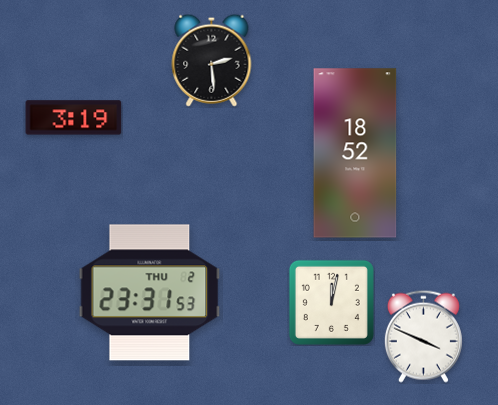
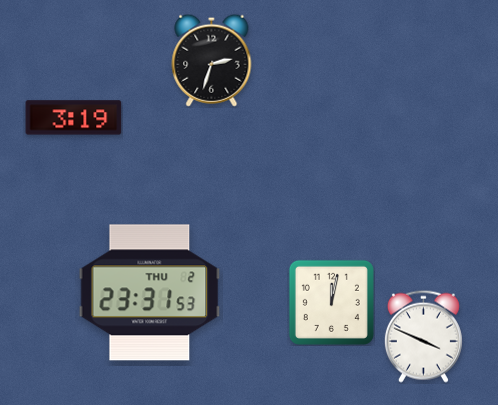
clock at (212, 60): 2:29 -> 2:33
clock at (355, 153): 18:52 -> none
